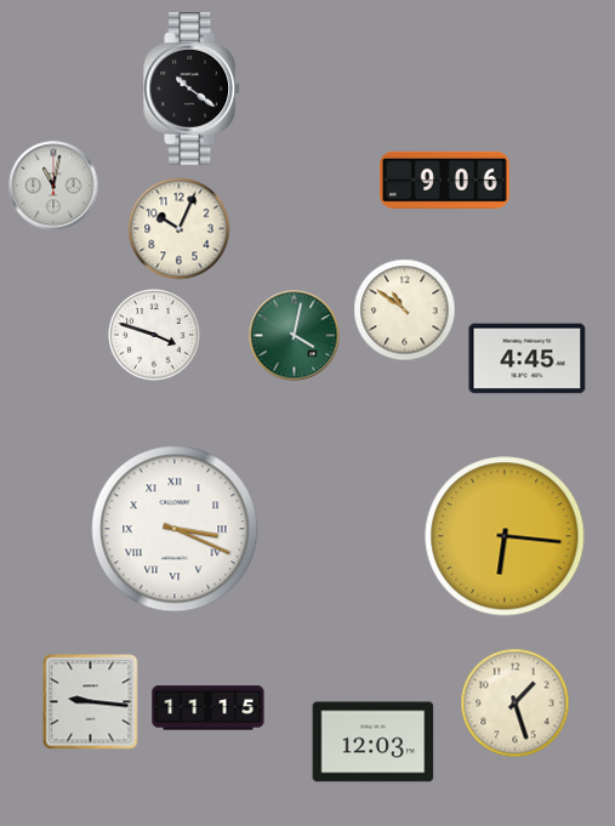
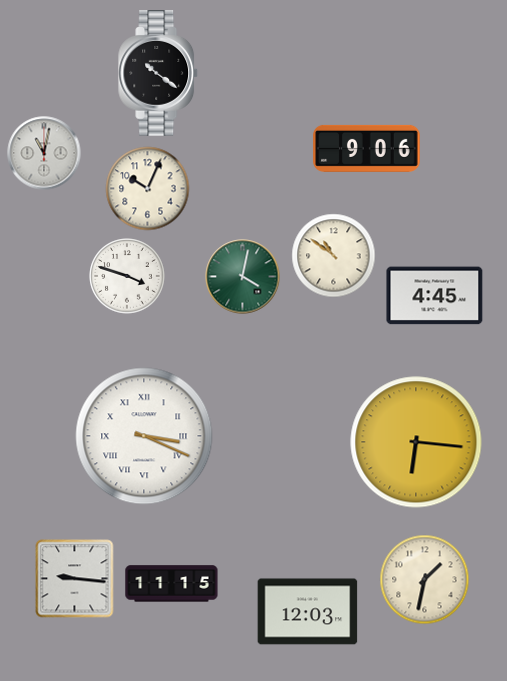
clock at (516, 703): 1:27 -> 1:32
